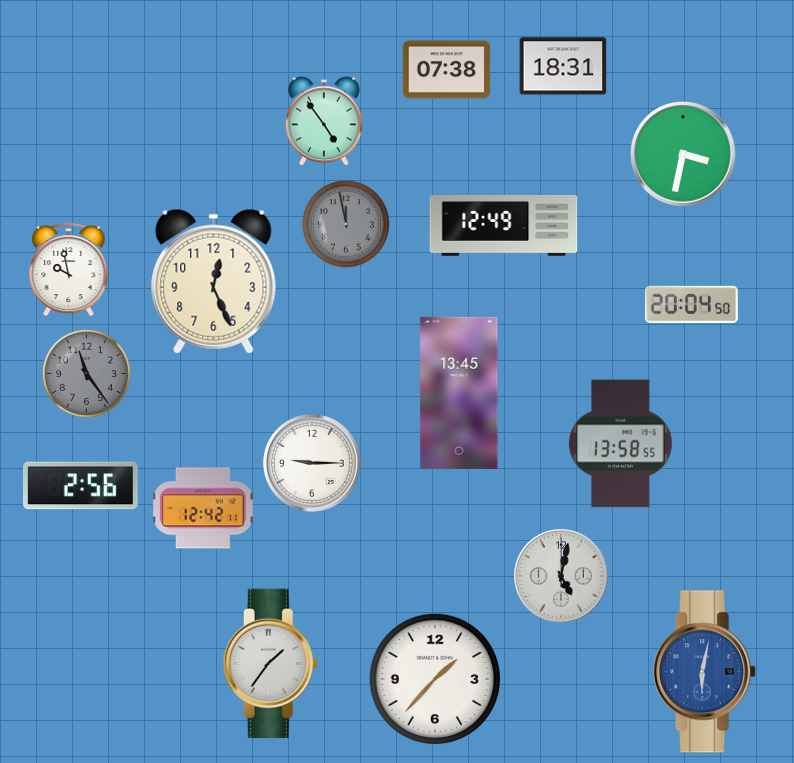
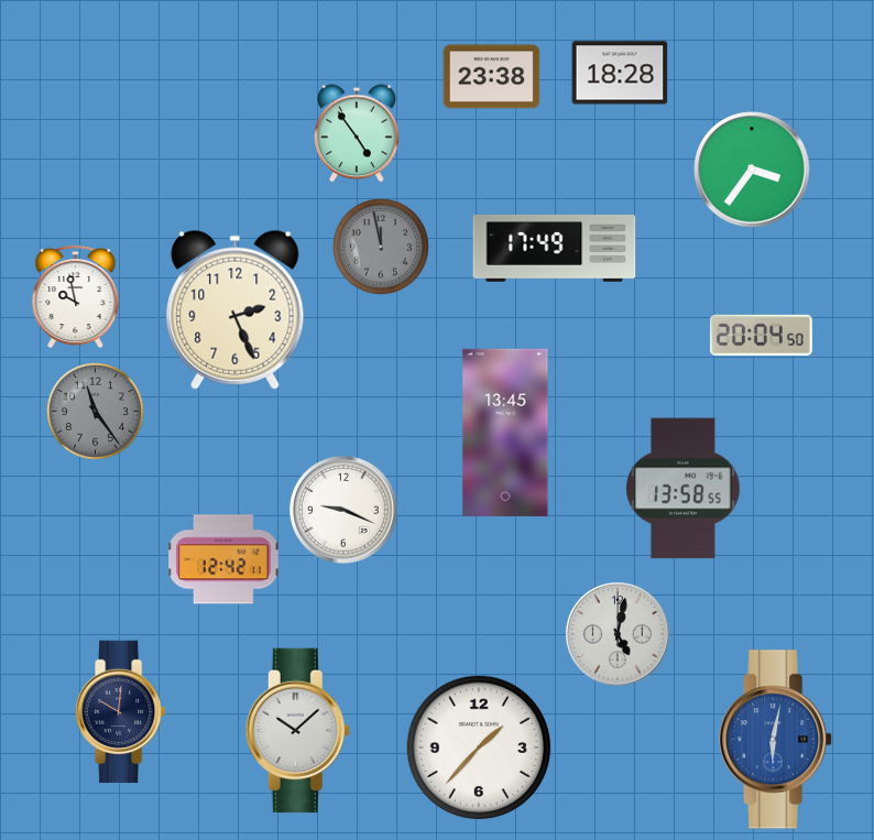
clock at (563, 66): 18:31 -> 18:28
clock at (447, 70): 07:38 -> 23:38
clock at (683, 154): 3:32 -> 3:36
clock at (504, 226): 12:49 -> 17:49
clock at (214, 281): 12:26 -> 2:26
clock at (312, 463): 9:15 -> 9:19
clock at (81, 486): 2:56 -> none
clock at (121, 712): none -> 10:01
clock at (270, 664): 1:36 -> 10:08
